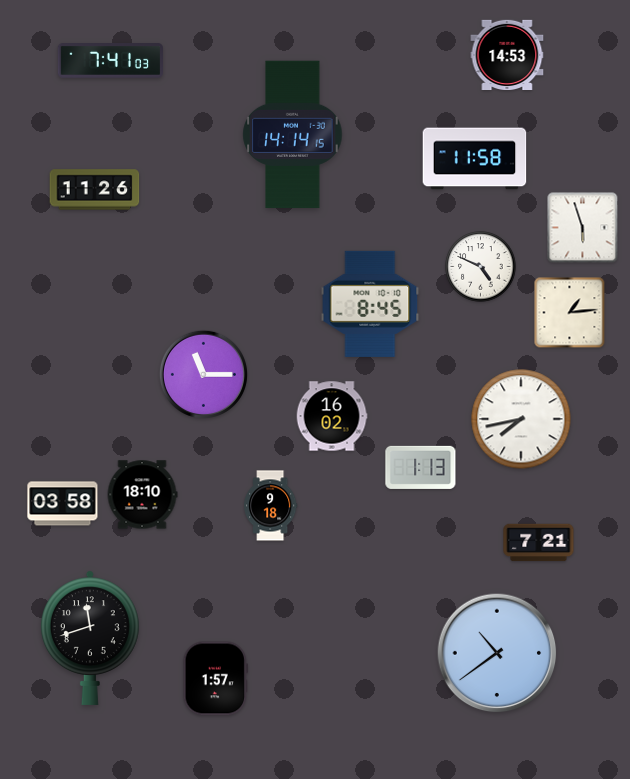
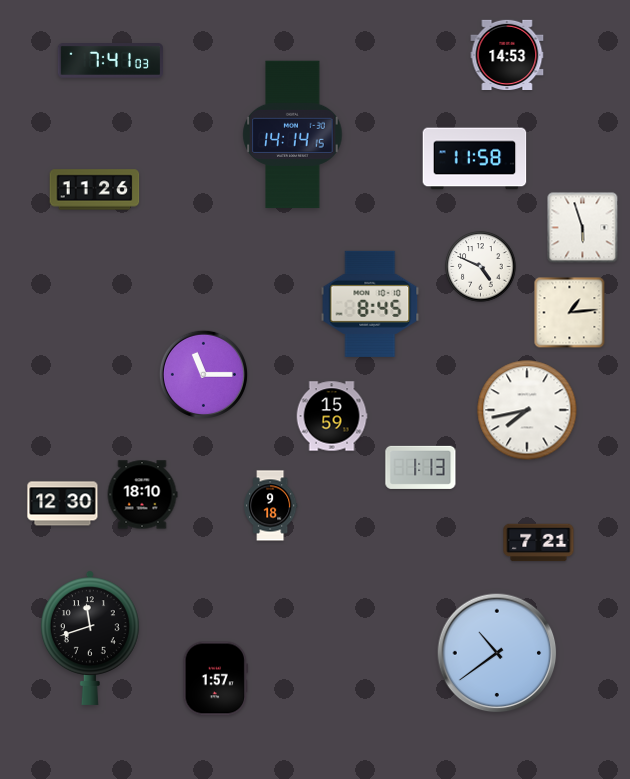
clock at (332, 416): 16:02 -> 15:59
clock at (521, 419) position: (521, 419) -> (527, 410)
clock at (63, 504): 03:58 -> 12:30
